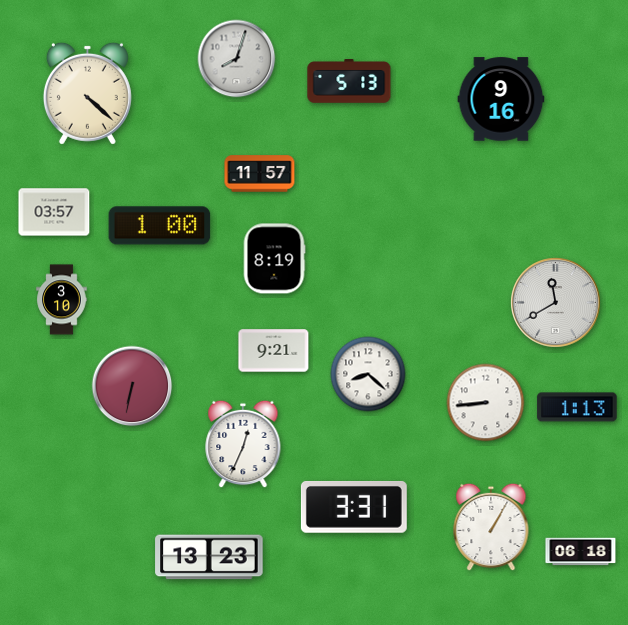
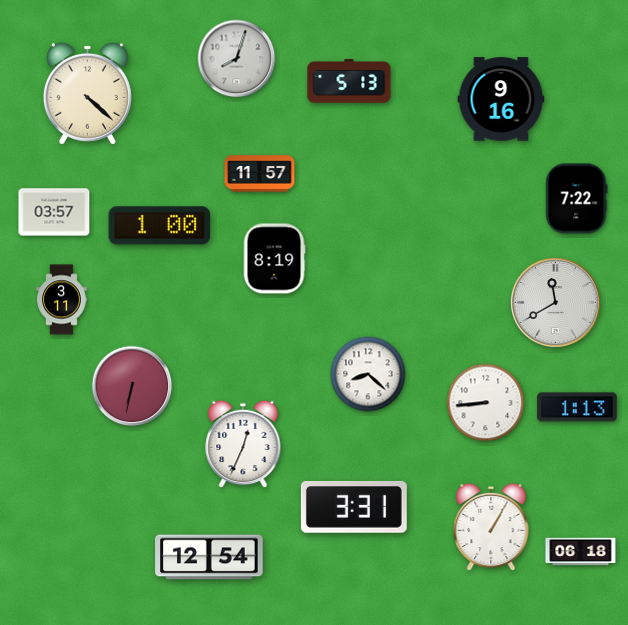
clock at (576, 199): none -> 7:22
clock at (62, 300): 3:10 -> 3:11
clock at (274, 351): 9:21 -> none
clock at (209, 557): 13:23 -> 12:54
